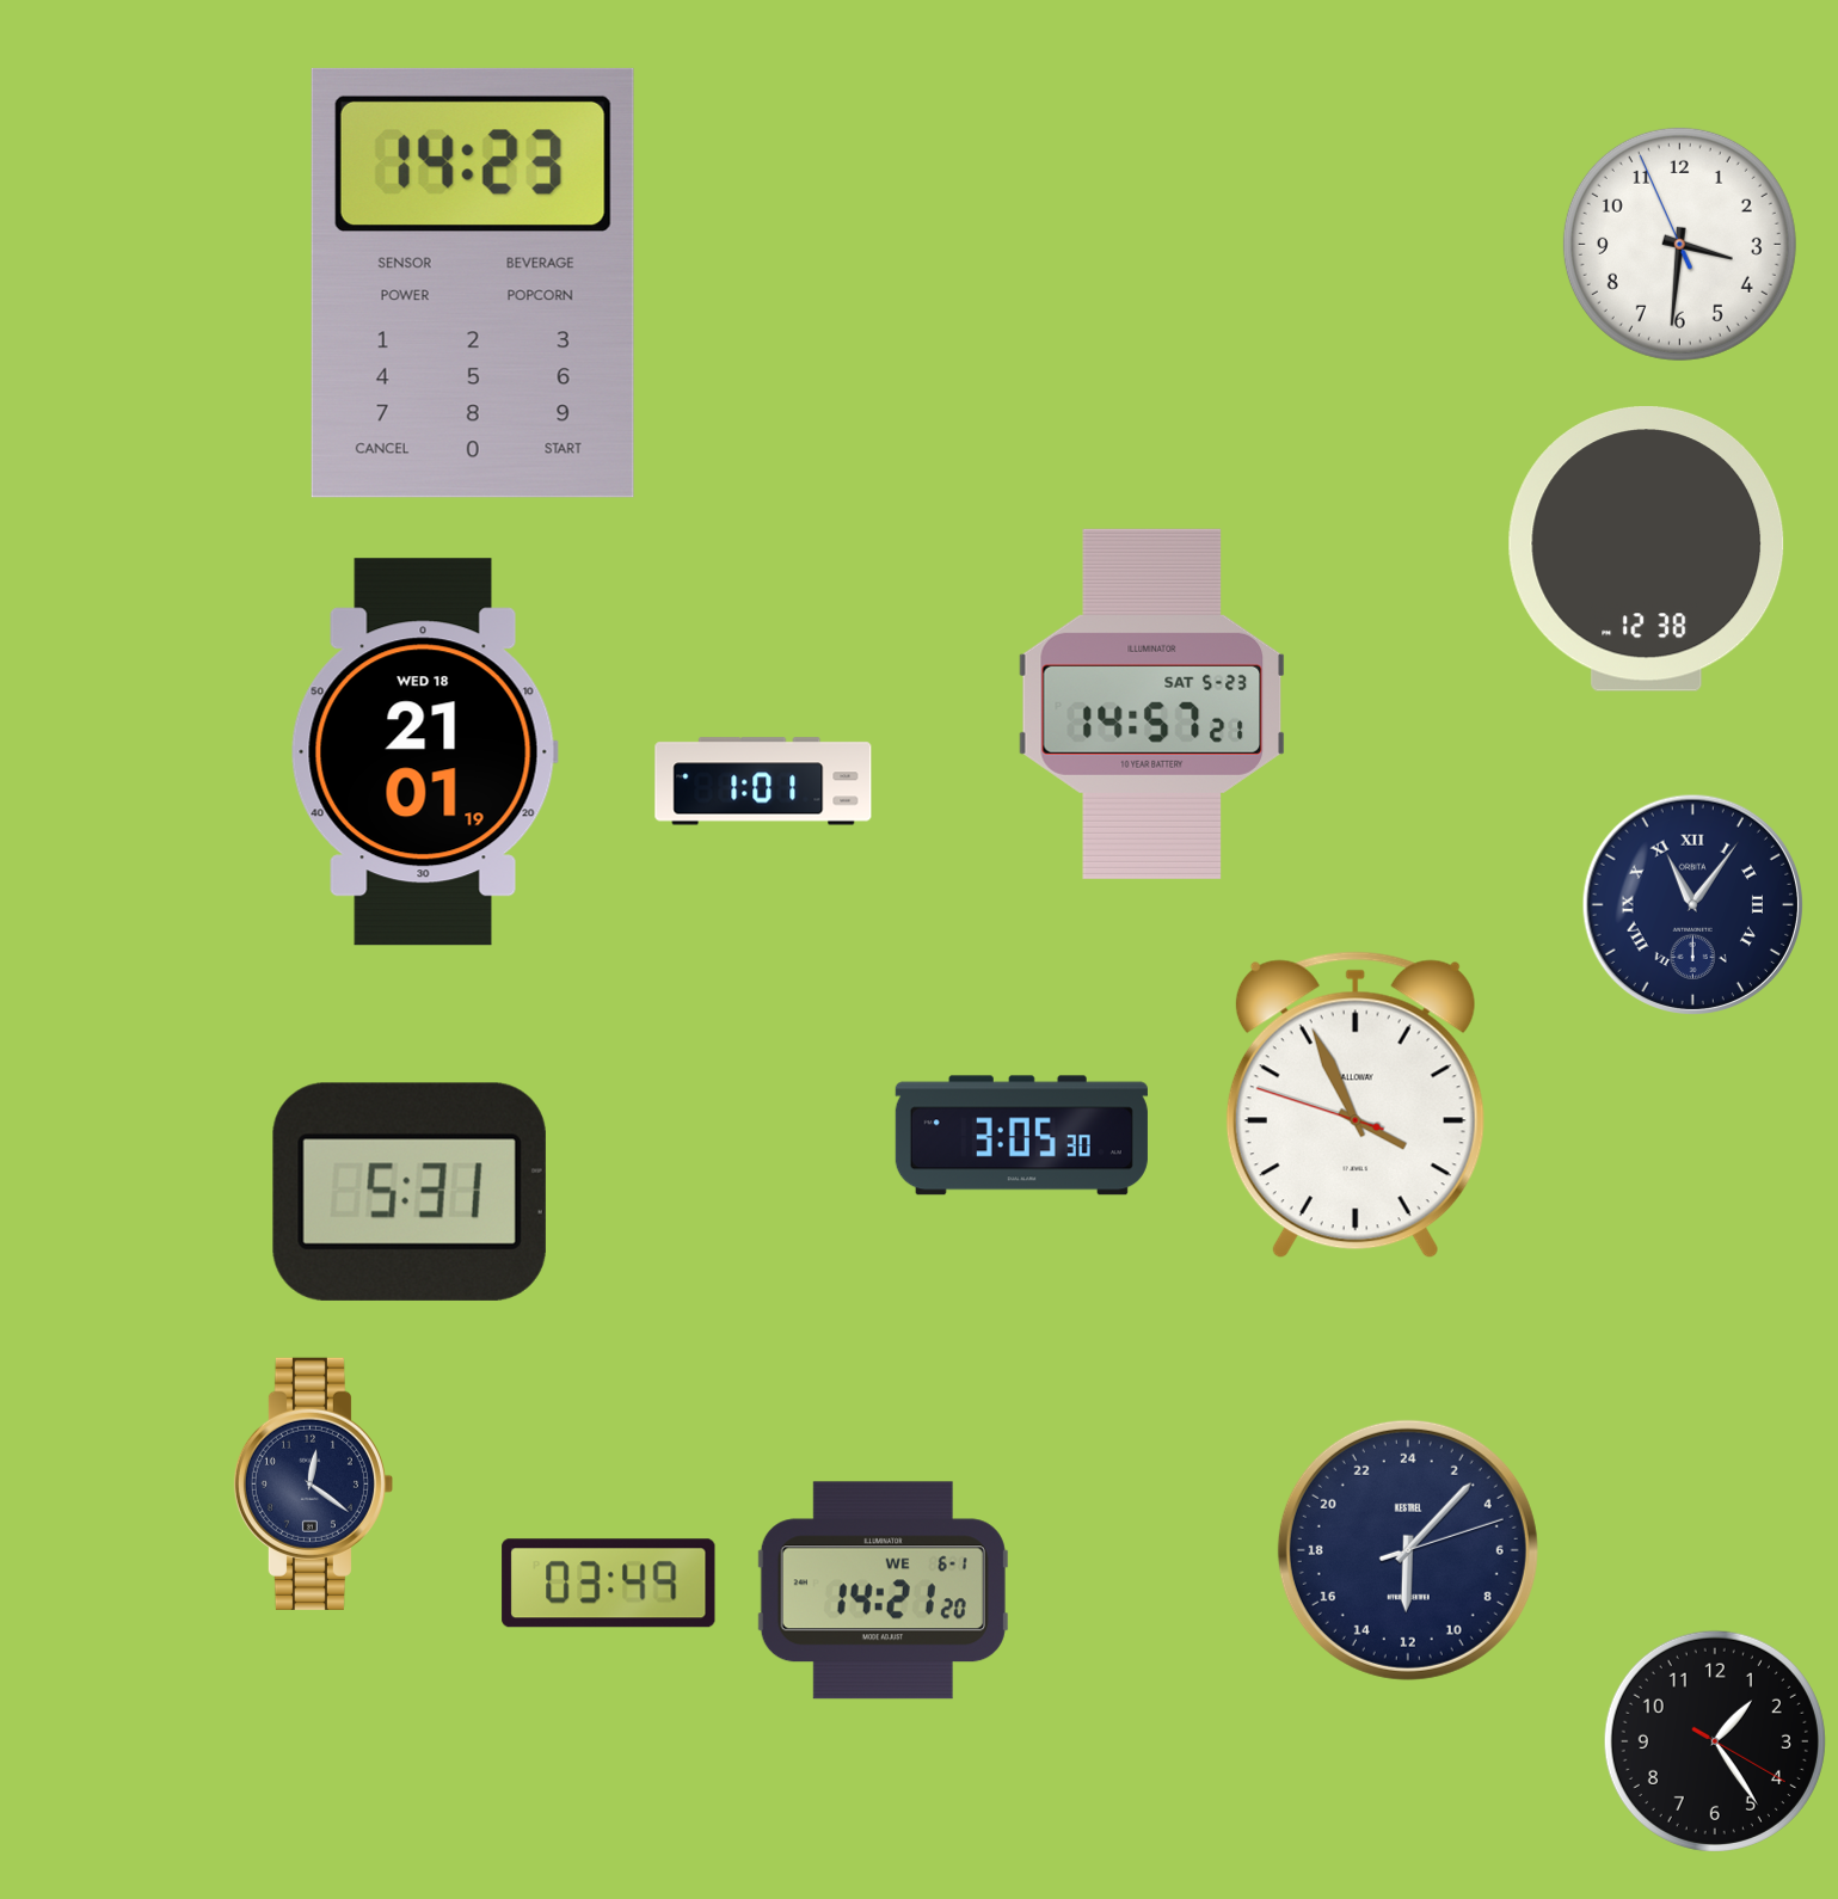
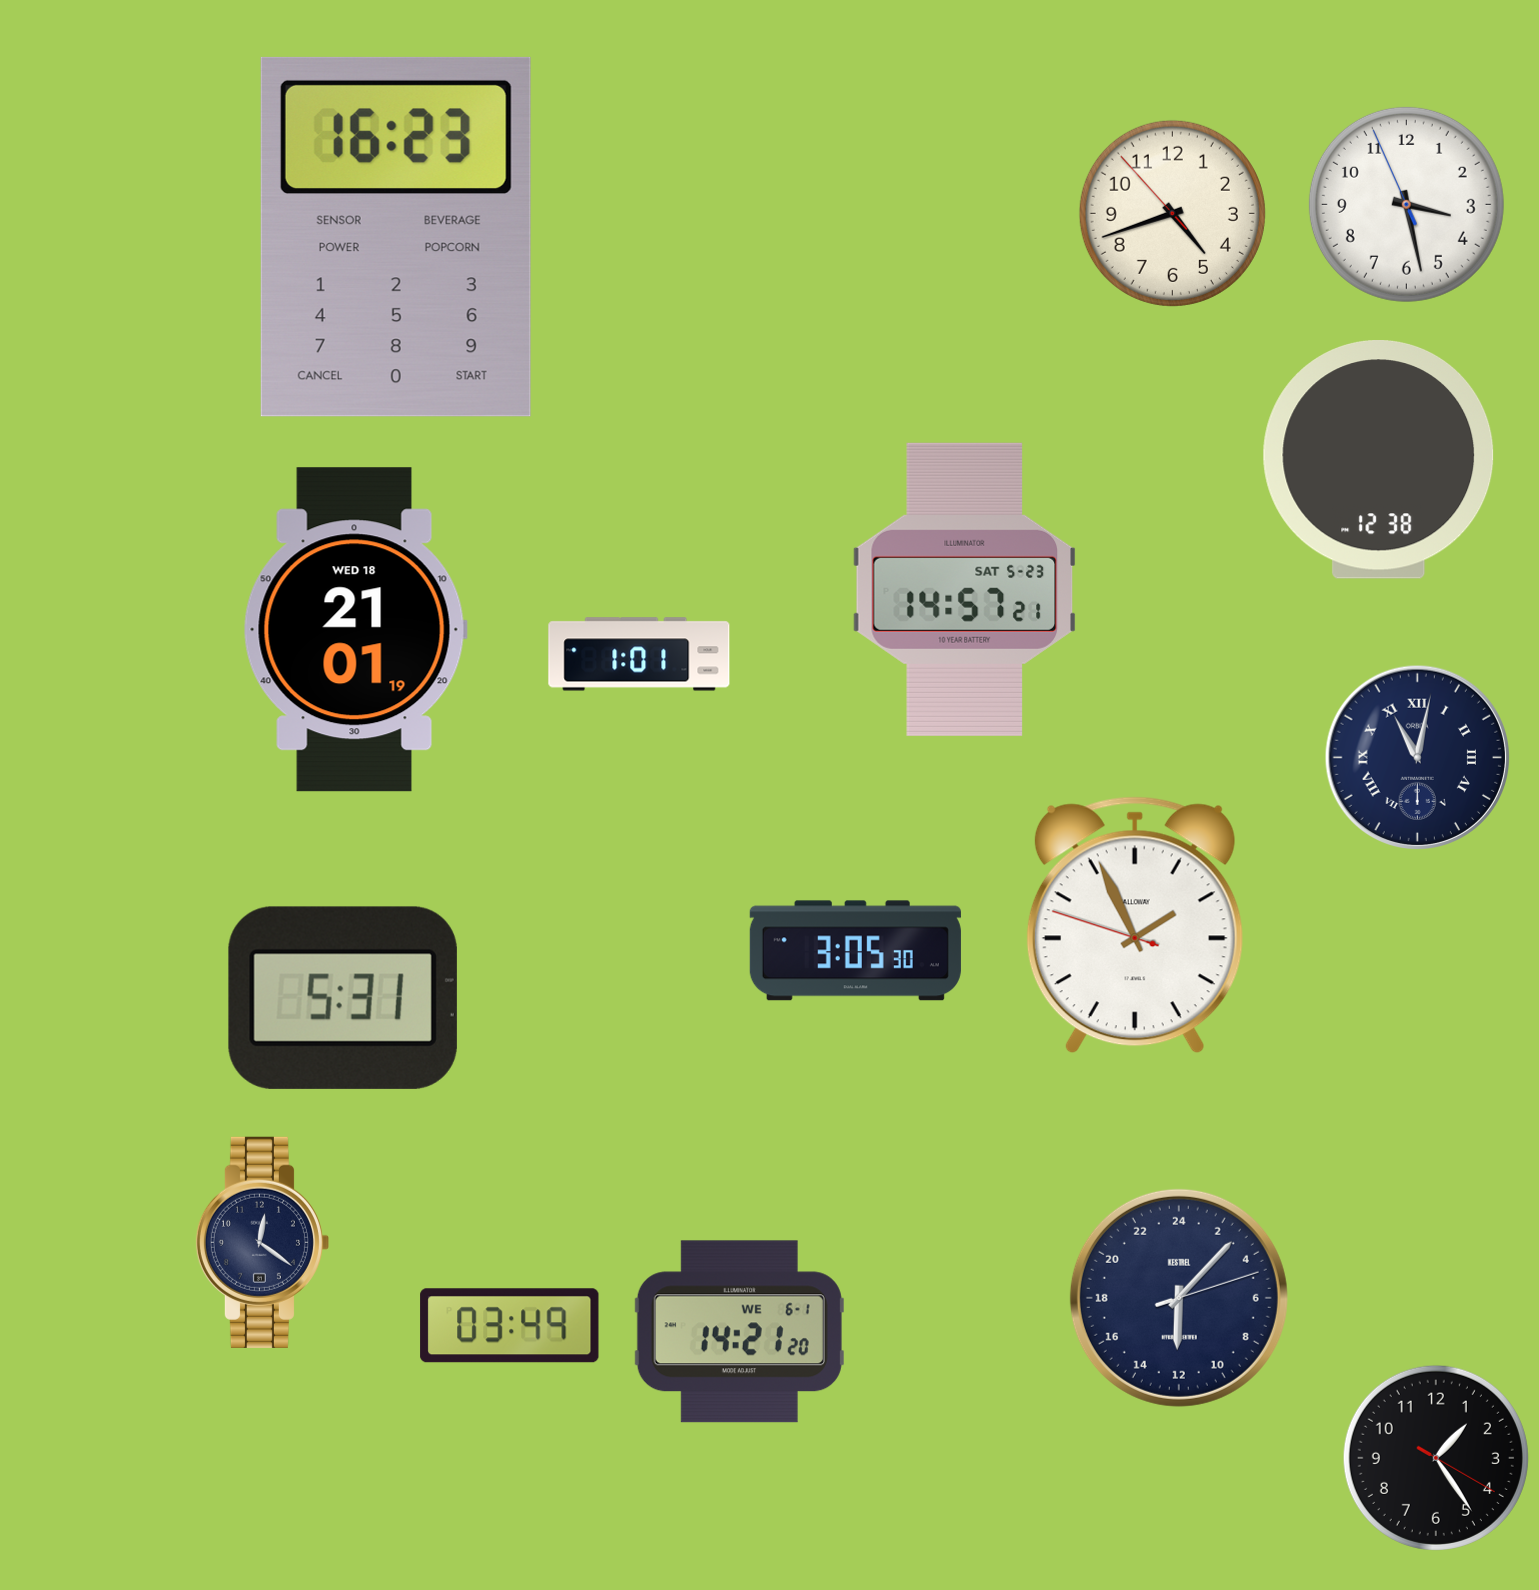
clock at (1679, 244): 3:30 -> 3:27
clock at (1172, 213): none -> 4:41
clock at (473, 283): 14:23 -> 16:23
clock at (1692, 904): 11:06 -> 11:02
clock at (1356, 1105): 3:55 -> 1:55
